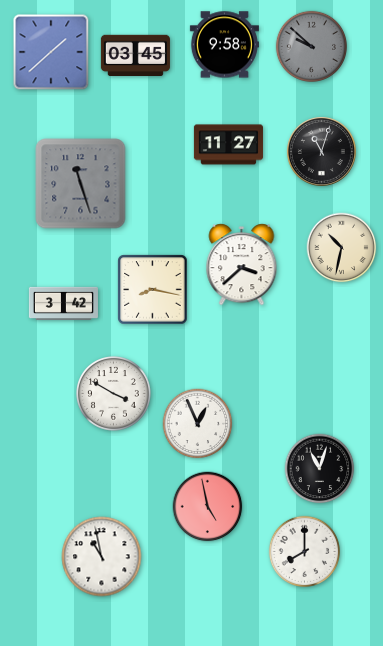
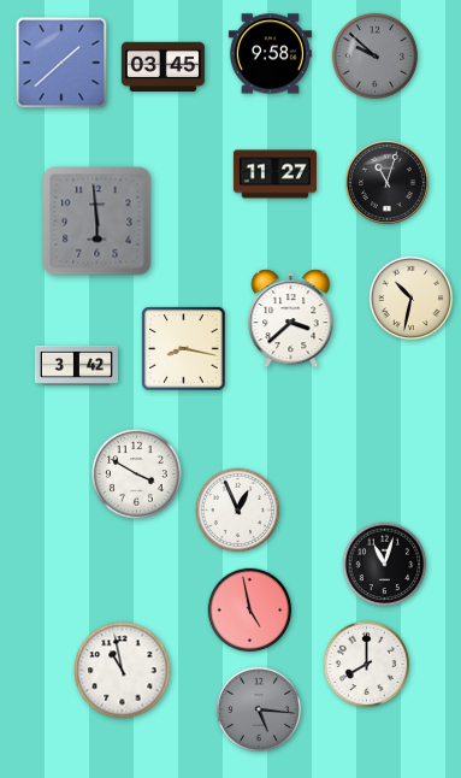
clock at (81, 184): 11:27 -> 5:59
clock at (259, 709): none -> 5:16
